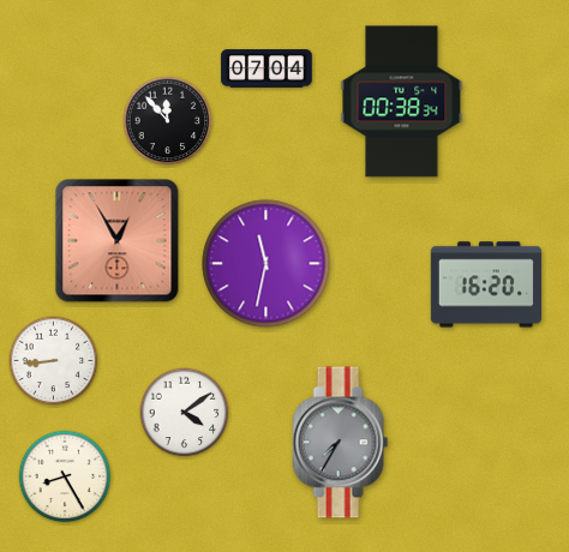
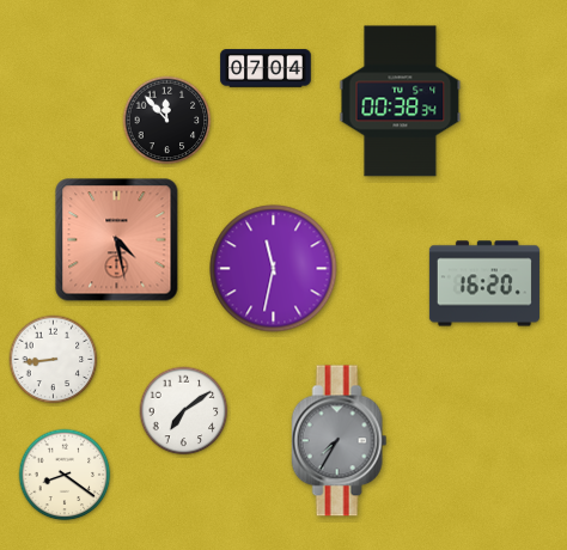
clock at (118, 241): 12:55 -> 4:28
clock at (266, 264) position: (266, 264) -> (274, 269)
clock at (185, 413): 4:09 -> 7:09
clock at (65, 476): 8:25 -> 8:21
